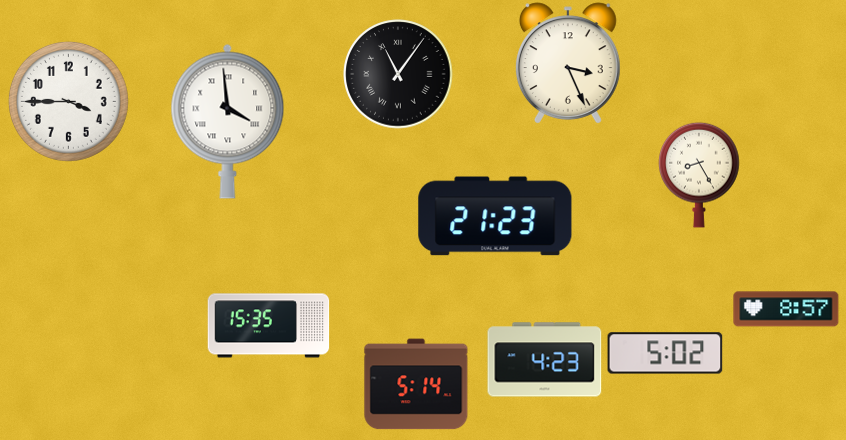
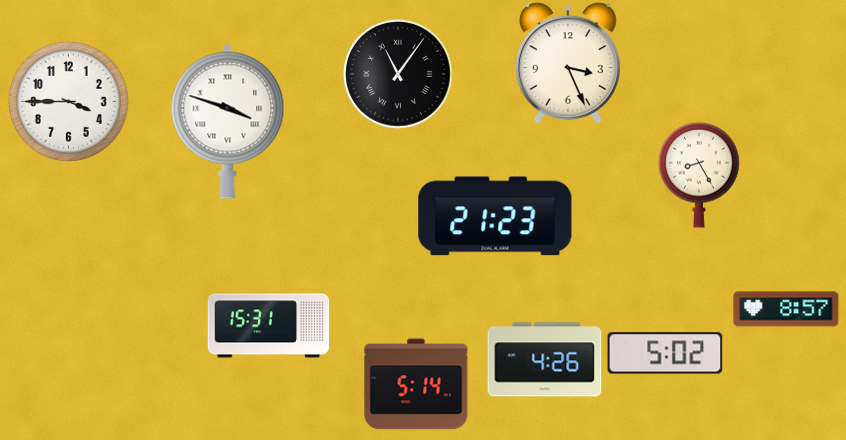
clock at (228, 121): 3:59 -> 3:48
clock at (269, 326): 15:35 -> 15:31
clock at (545, 360): 4:23 -> 4:26
